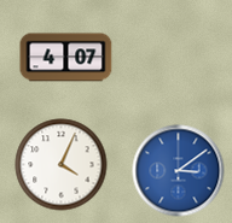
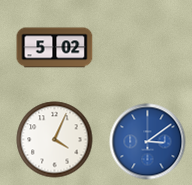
clock at (66, 58): 4:07 -> 5:02
clock at (62, 165) position: (62, 165) -> (55, 140)
